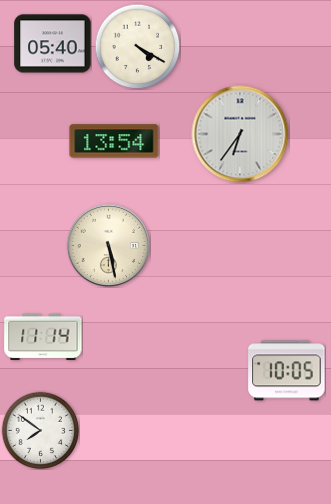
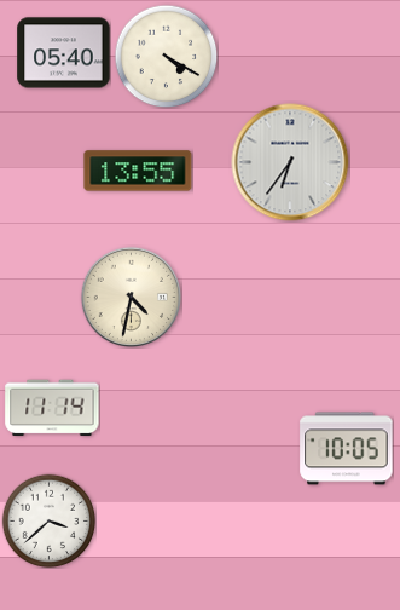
clock at (114, 141): 13:54 -> 13:55
clock at (108, 245): 5:28 -> 4:32
clock at (40, 430): 7:51 -> 3:38
